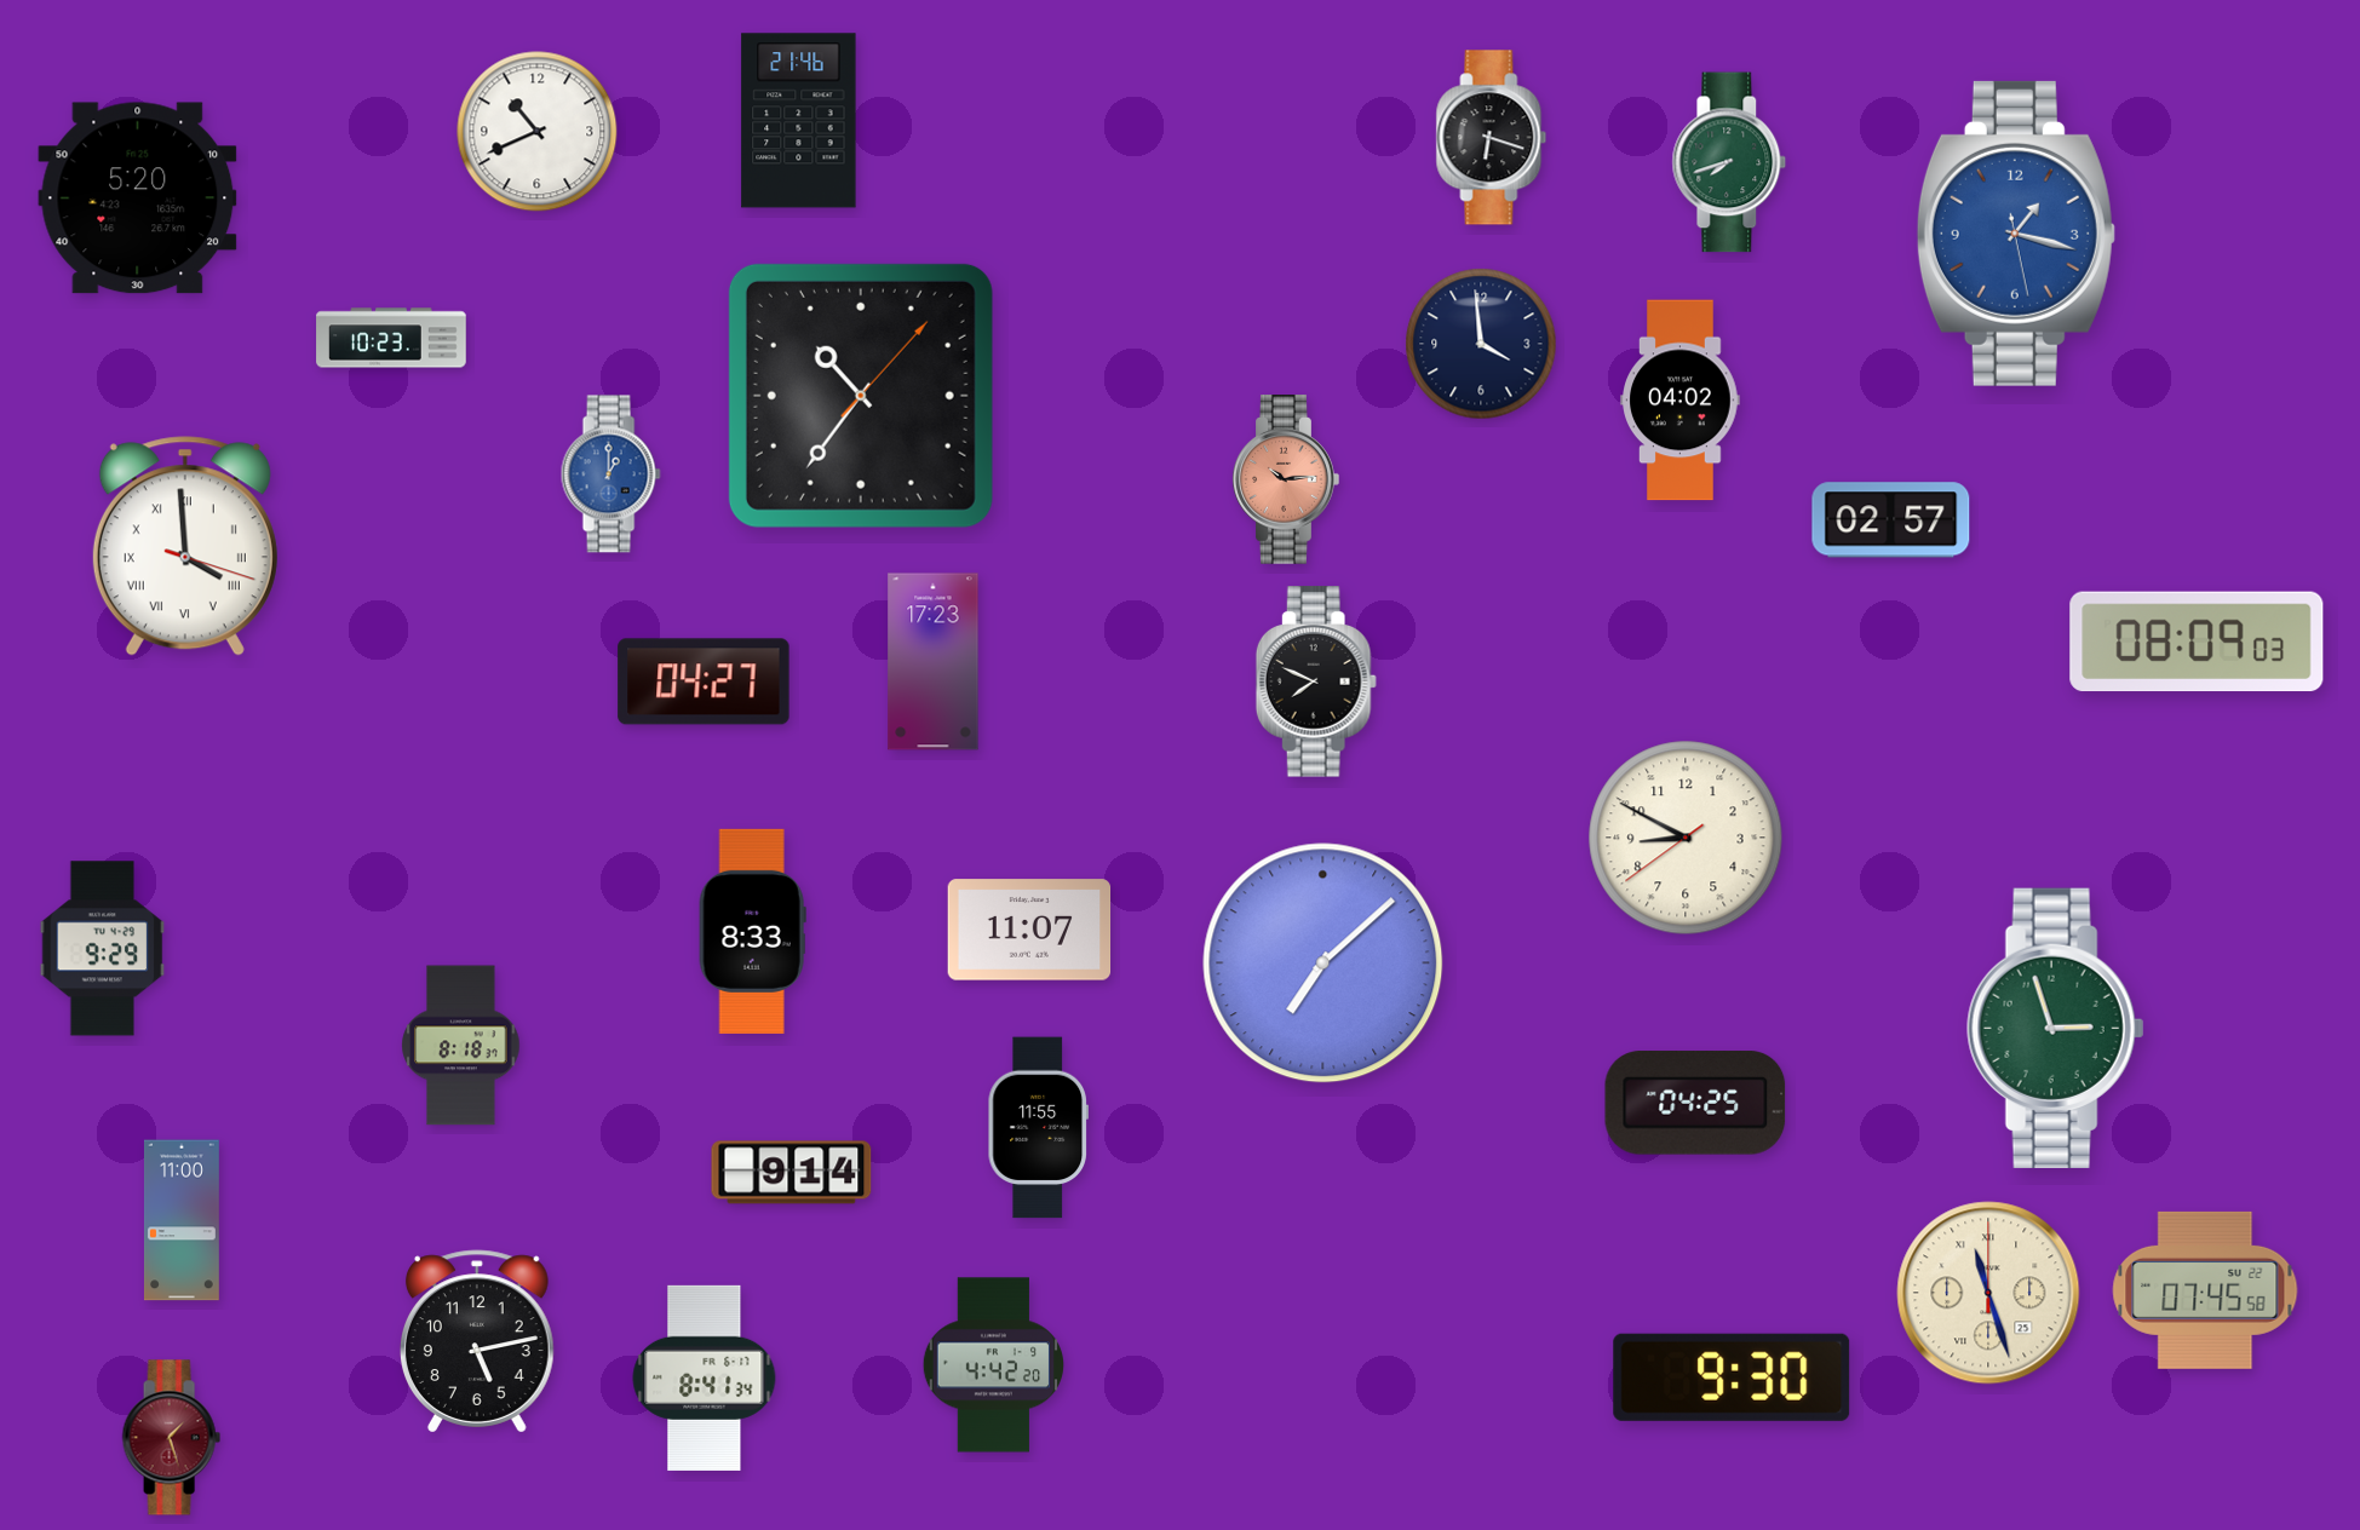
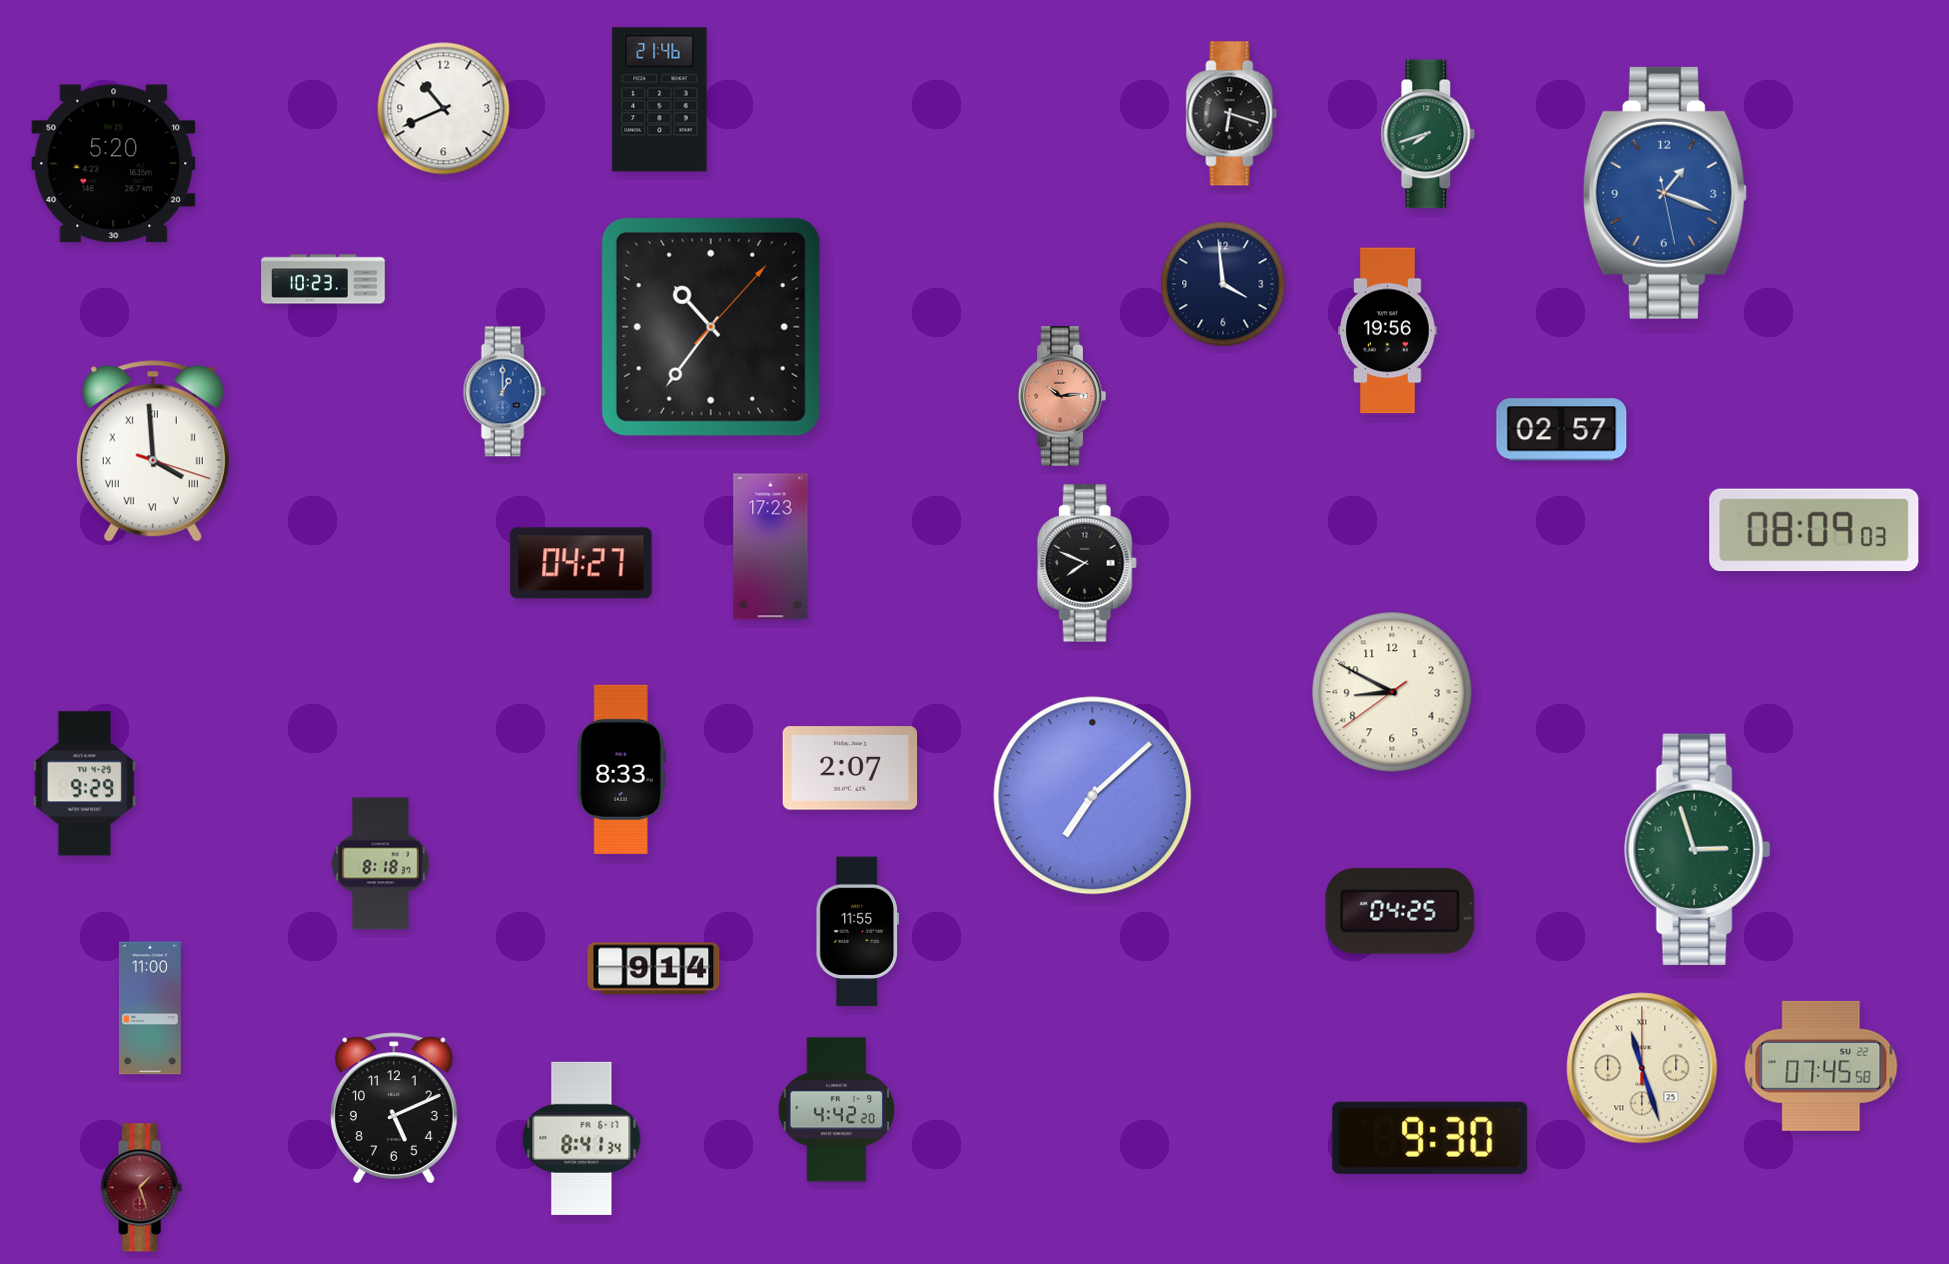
clock at (2016, 234): 1:17 -> 1:18
clock at (1681, 401): 04:02 -> 19:56
clock at (1029, 930): 11:07 -> 2:07
clock at (477, 1341): 5:13 -> 5:11
clock at (993, 1365) position: (993, 1365) -> (836, 1110)
